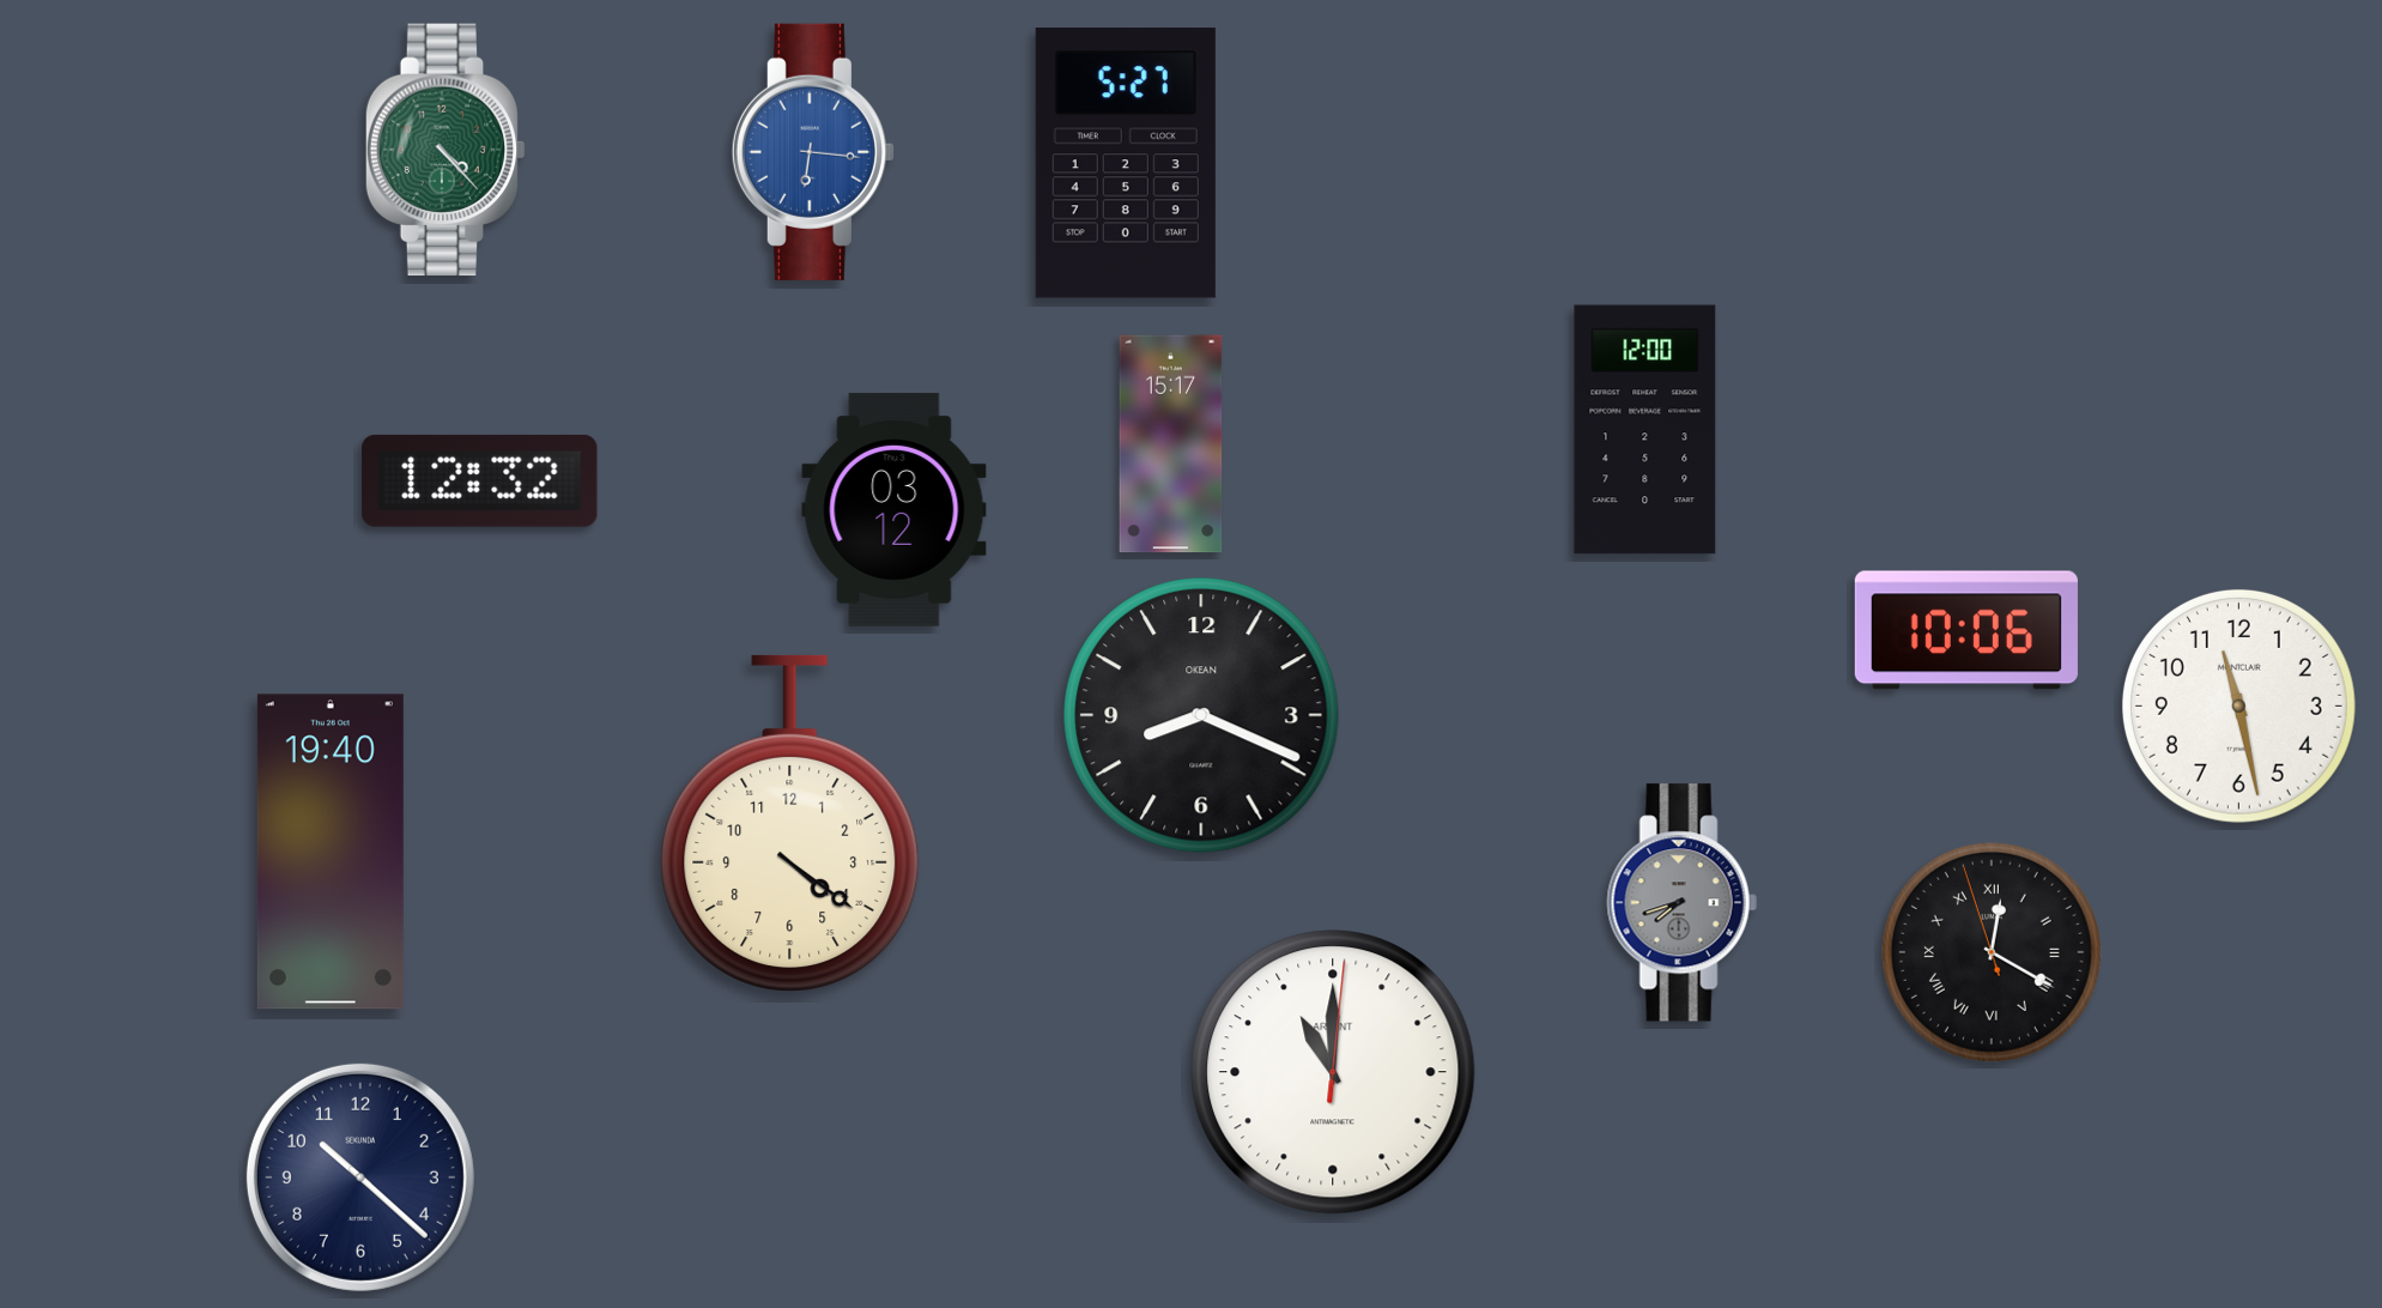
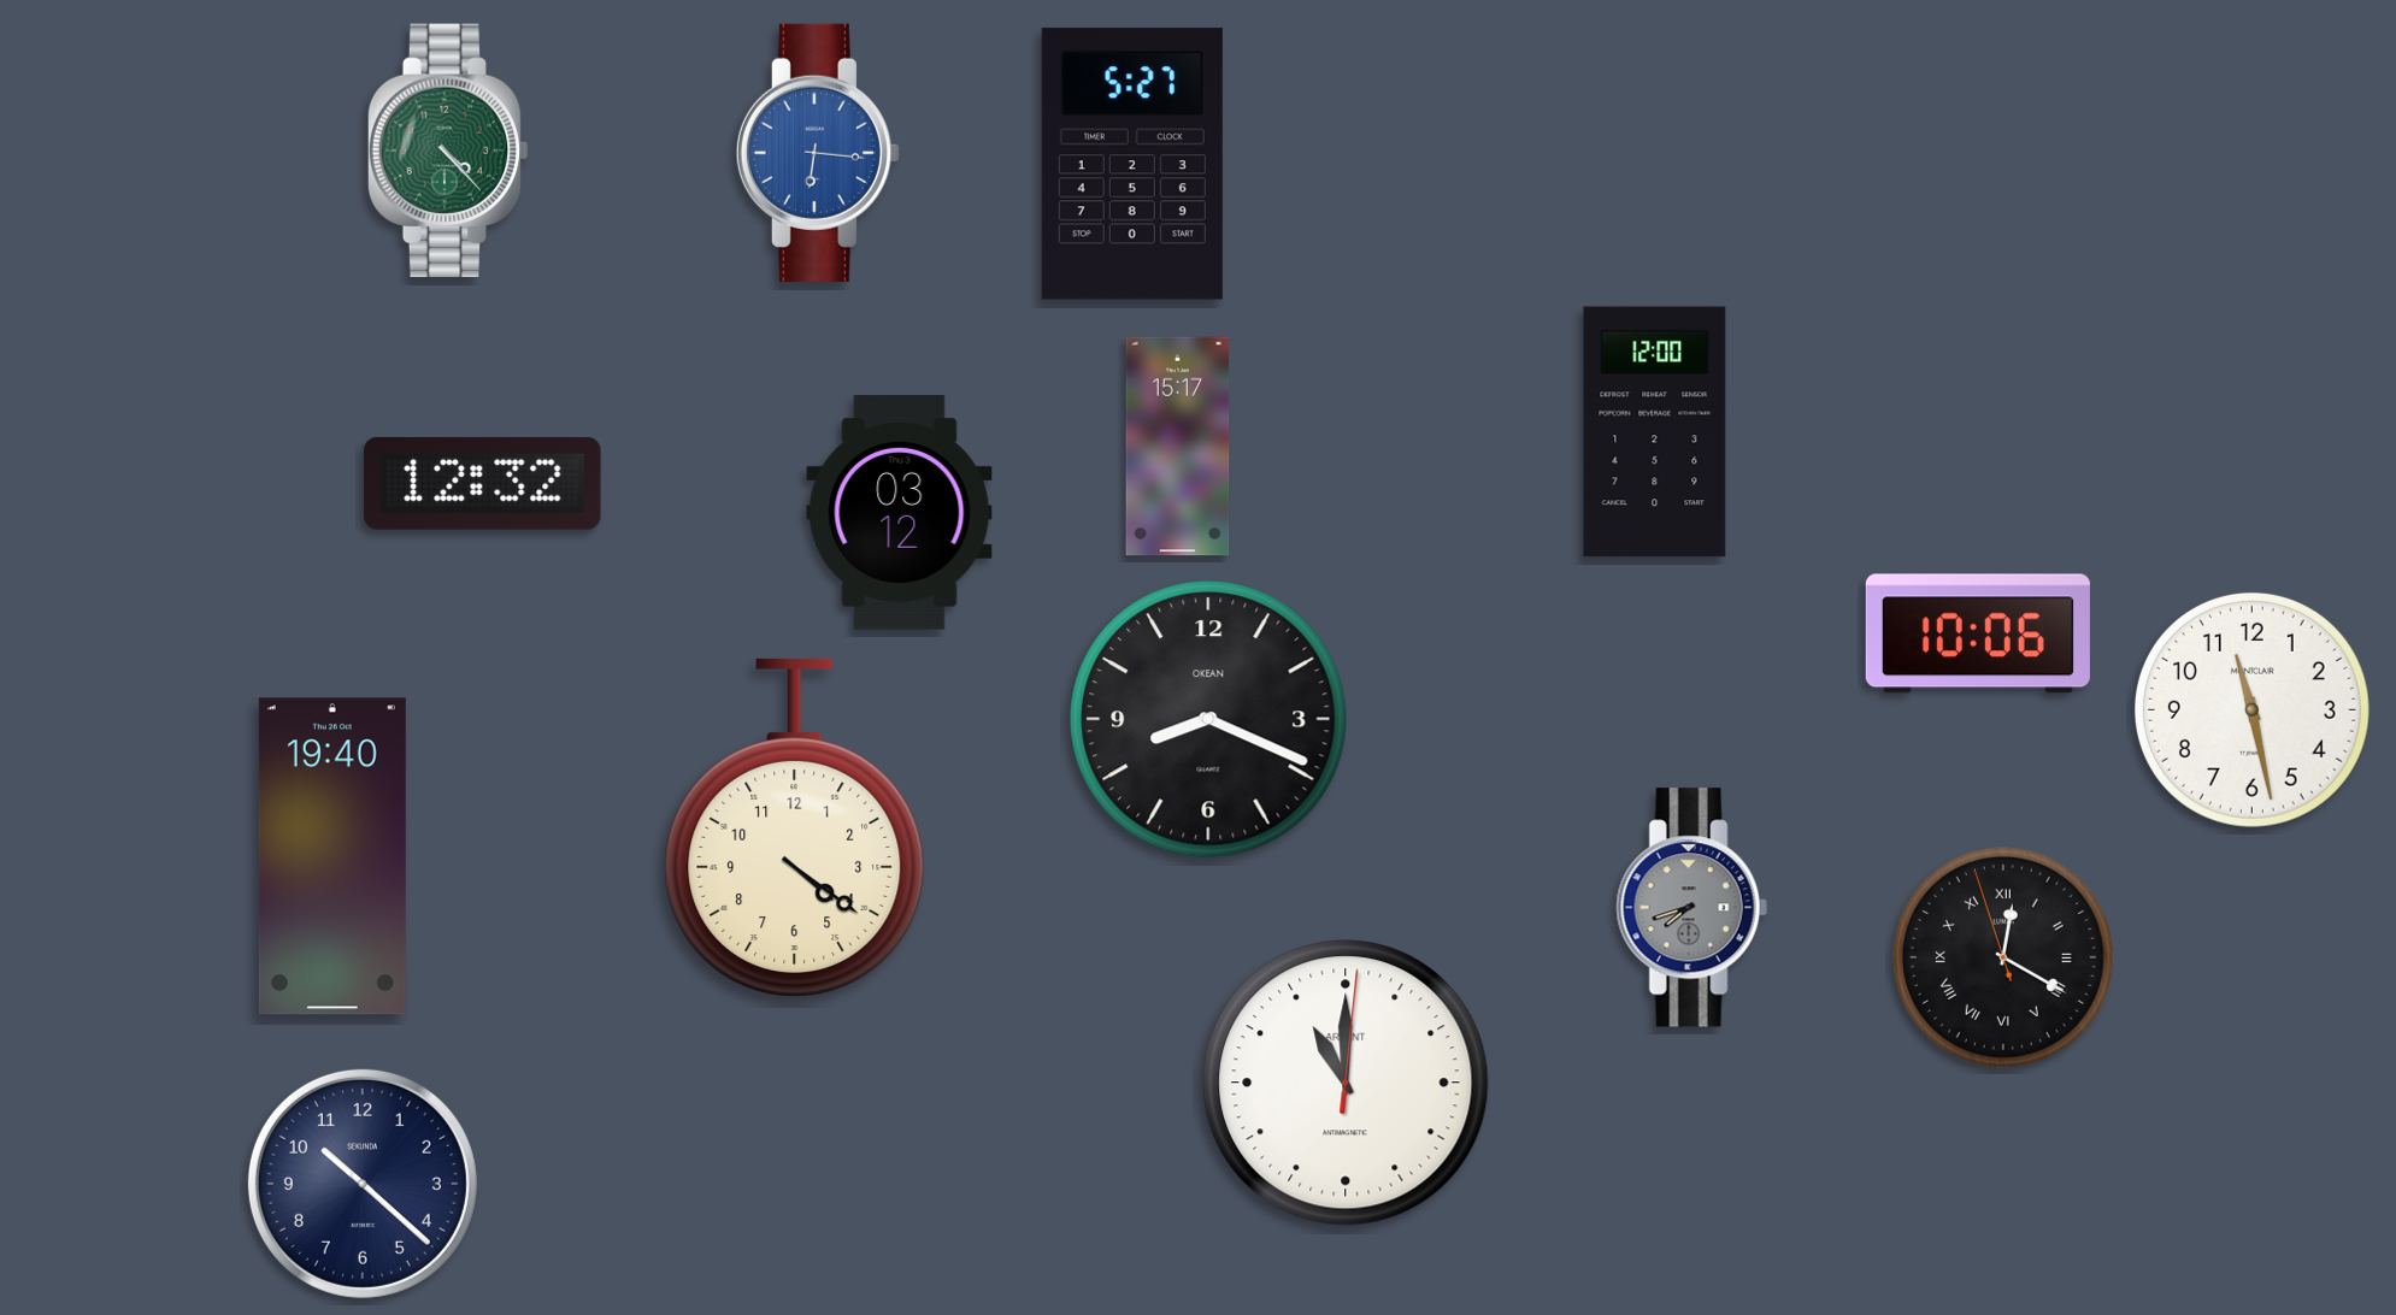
clock at (1333, 1072) position: (1333, 1072) -> (1346, 1083)
